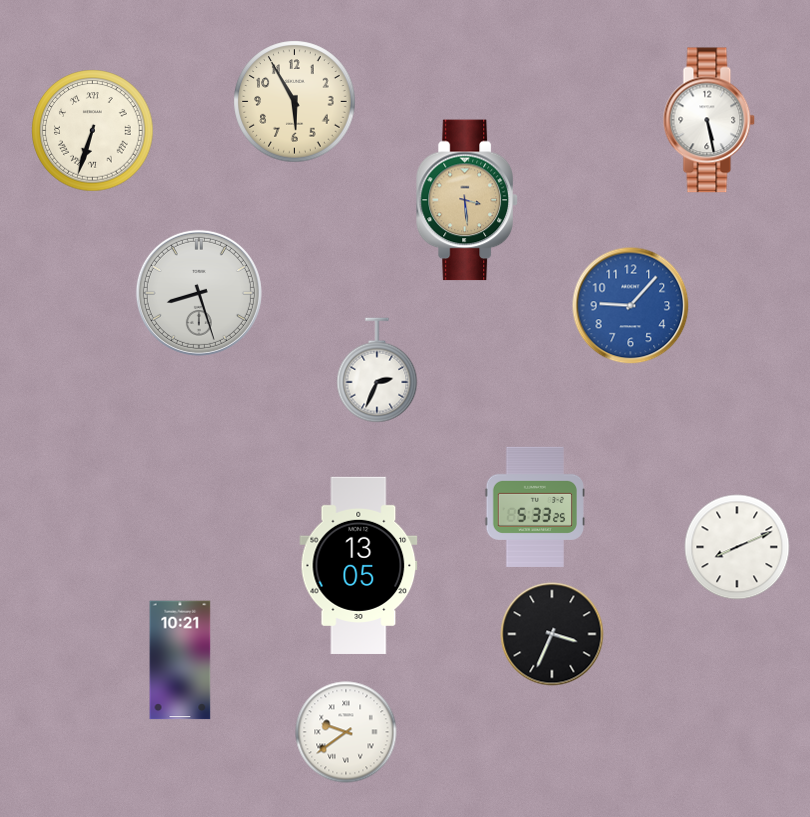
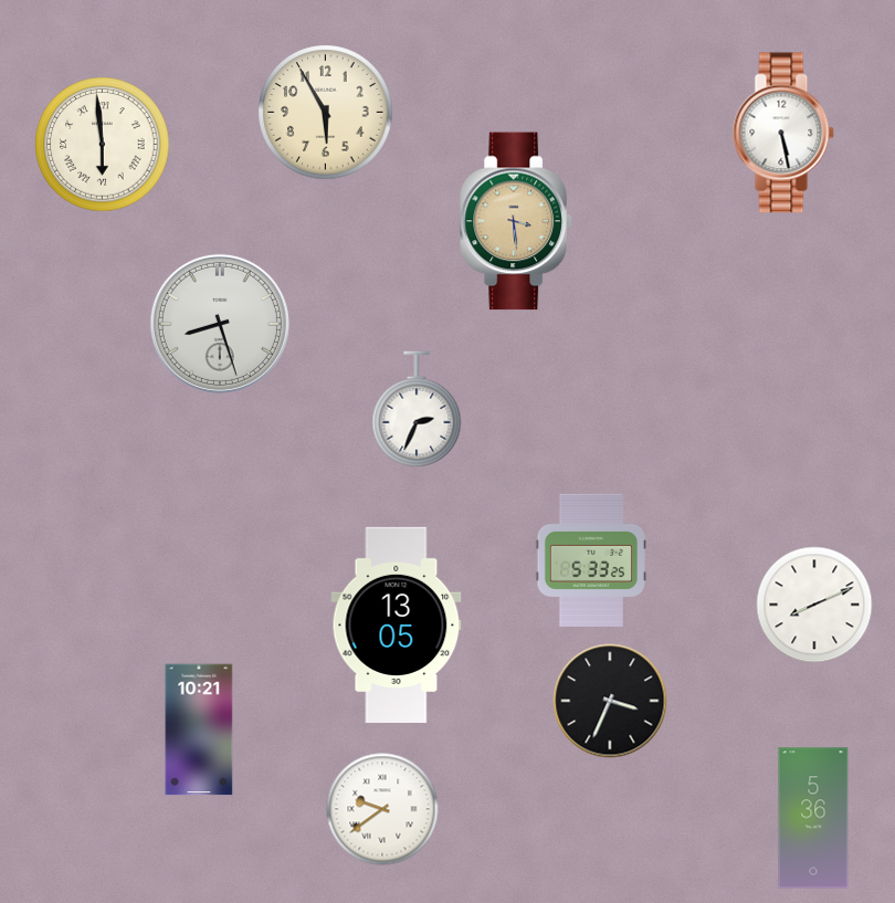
clock at (93, 131): 6:33 -> 5:59
clock at (631, 306): 9:07 -> none
clock at (813, 818): none -> 5:36
